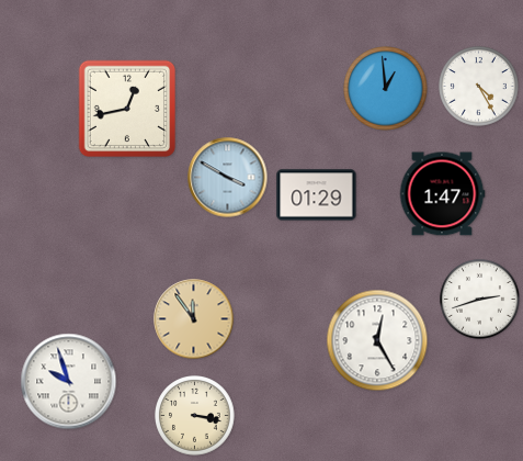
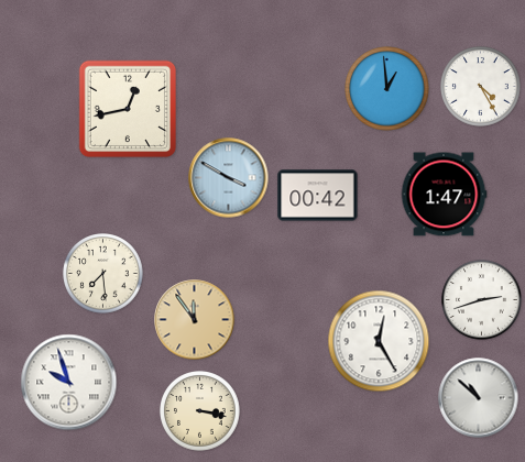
clock at (317, 195): 01:29 -> 00:42
clock at (103, 274): none -> 7:29
clock at (479, 398): none -> 10:52
clock at (195, 416) position: (195, 416) -> (200, 411)
